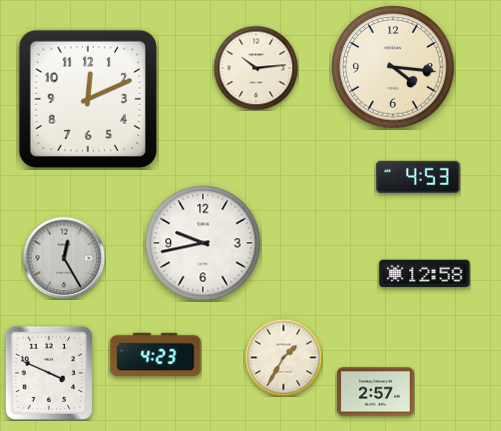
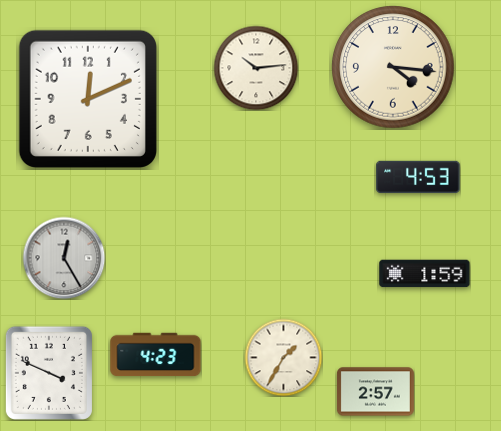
clock at (203, 243): 9:43 -> none
clock at (425, 274): 12:58 -> 1:59
